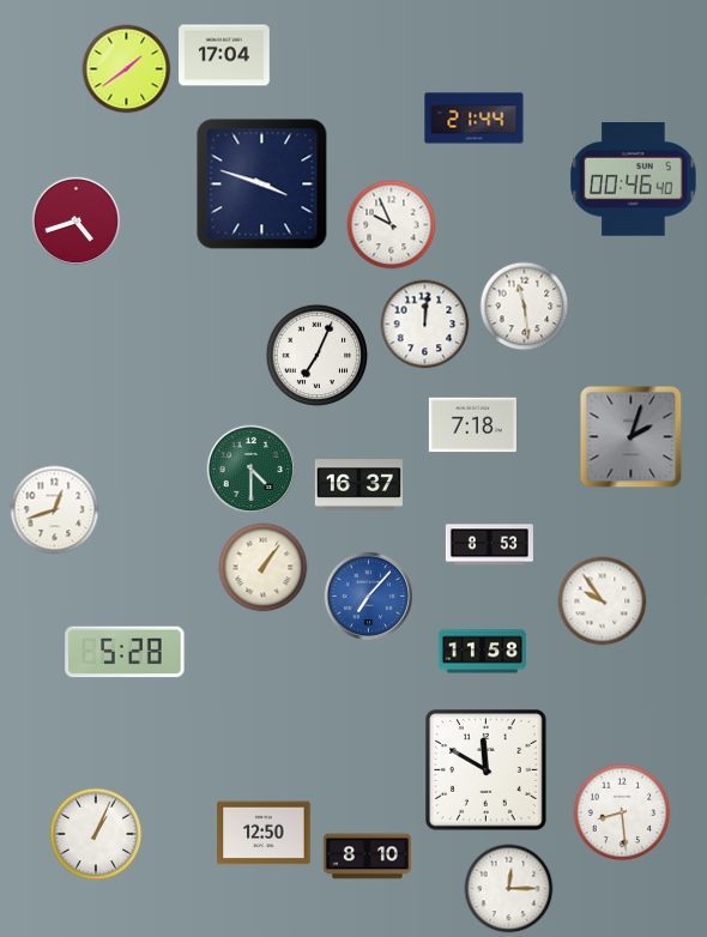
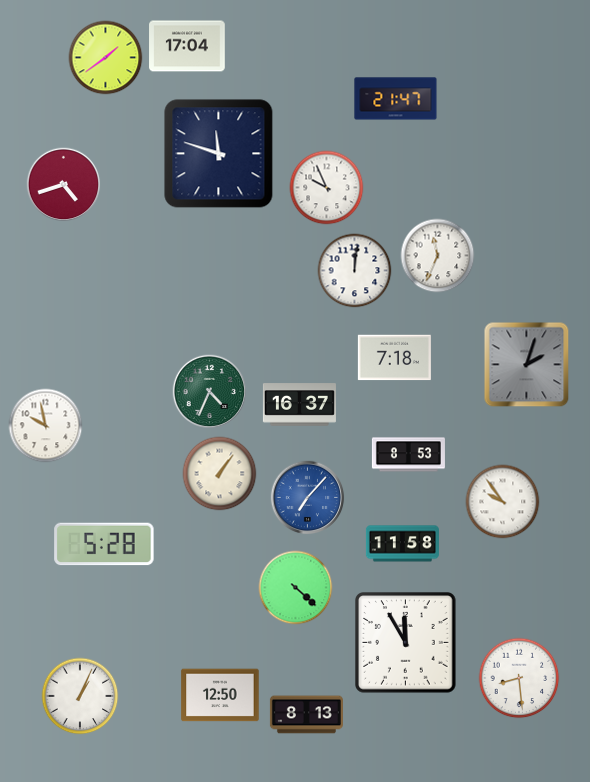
clock at (475, 119): 21:44 -> 21:47
clock at (634, 180): 00:46 -> none
clock at (262, 185): 3:48 -> 11:48
clock at (525, 307): 11:29 -> 11:34
clock at (318, 356): 7:04 -> none
clock at (472, 425) position: (472, 425) -> (394, 358)
clock at (252, 470): 4:30 -> 4:34
clock at (55, 510): 12:42 -> 9:58
clock at (296, 588): none -> 4:22
clock at (487, 770): 11:50 -> 11:55
clock at (367, 857): 8:10 -> 8:13
clock at (509, 889): 12:15 -> none
